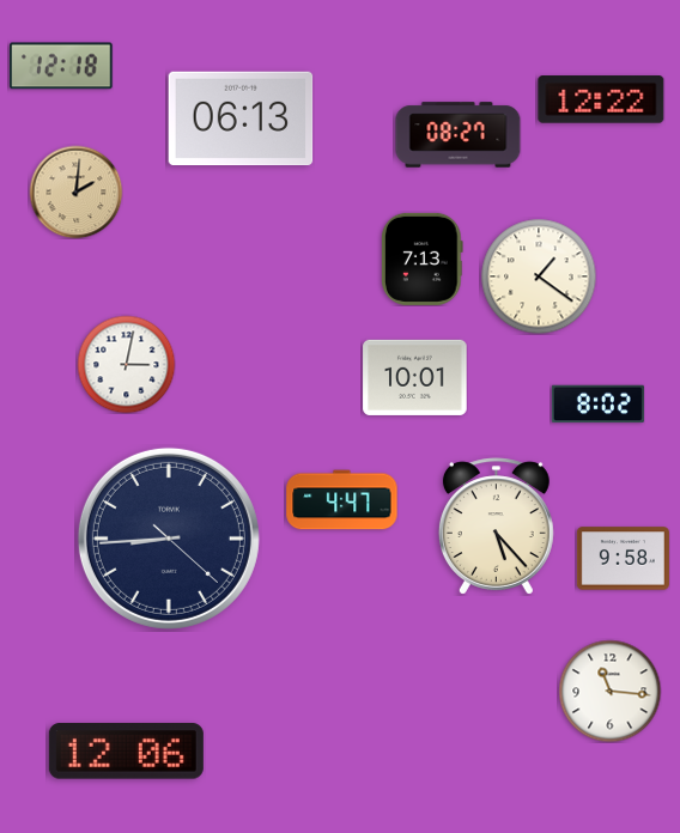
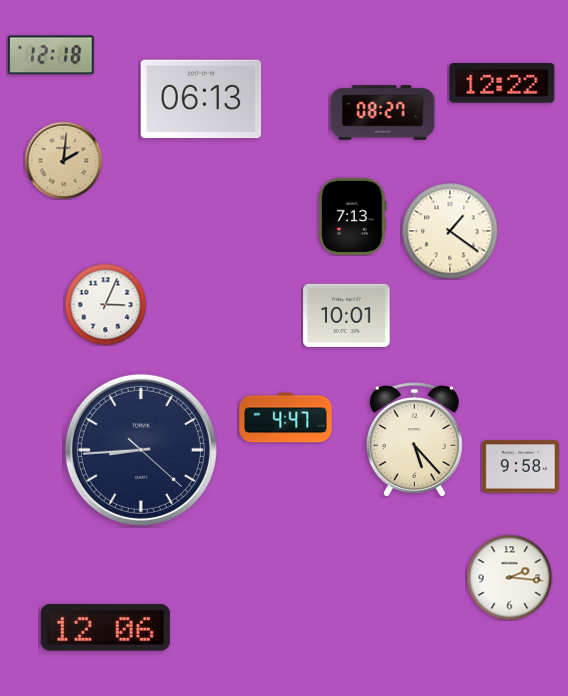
clock at (126, 364): 3:02 -> 3:04
clock at (597, 405): 8:02 -> none
clock at (609, 691): 11:16 -> 2:16
